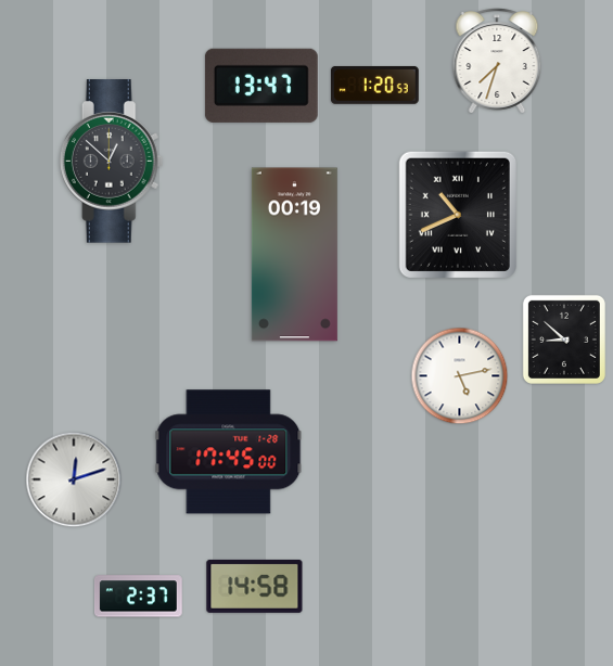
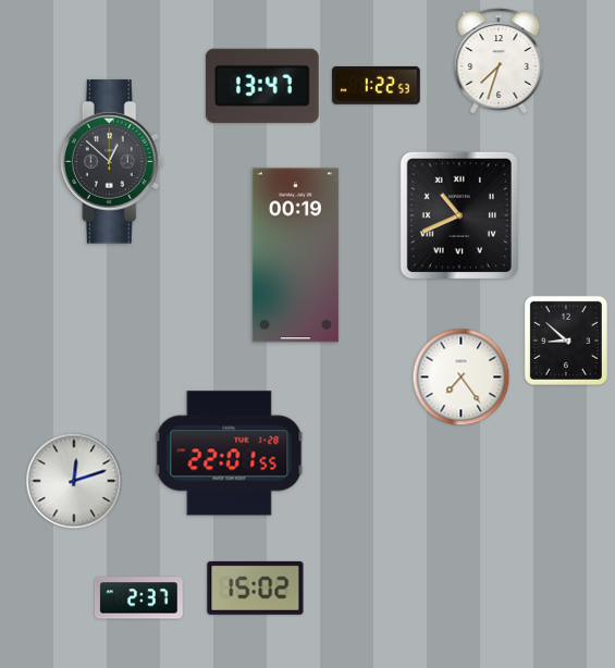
clock at (374, 86): 1:20 -> 1:22
clock at (460, 376): 5:13 -> 7:24
clock at (229, 452): 17:45 -> 22:01
clock at (255, 586): 14:58 -> 15:02
